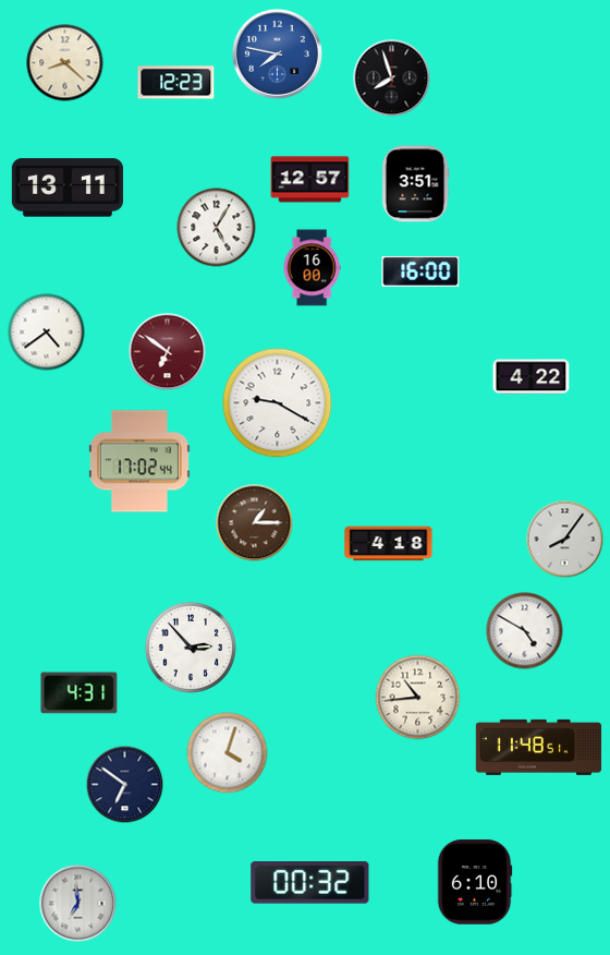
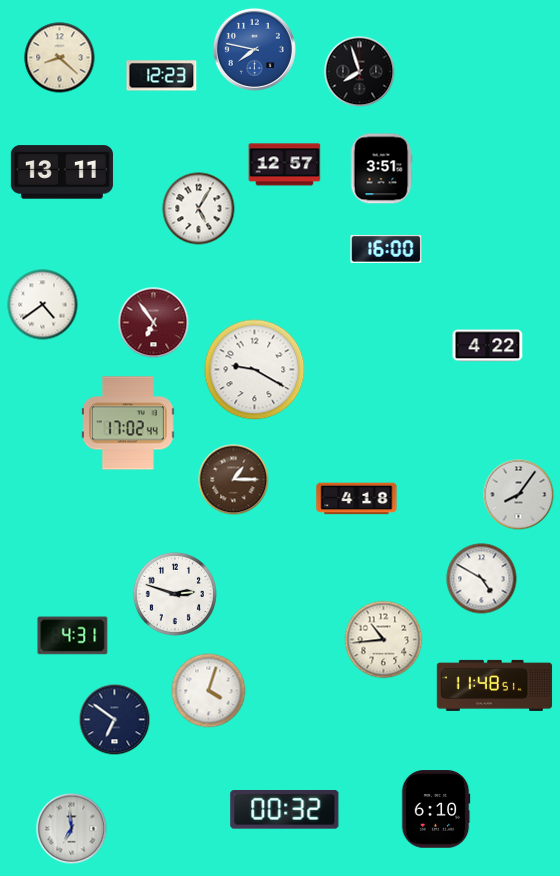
clock at (312, 268): 16:00 -> none
clock at (168, 352): 6:51 -> 6:54
clock at (191, 648): 2:53 -> 2:48
